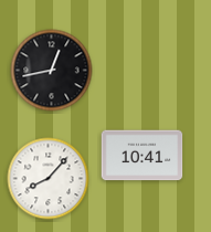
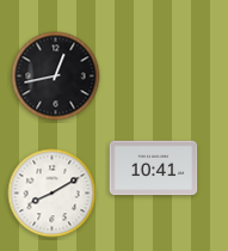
clock at (49, 179): 8:07 -> 8:10
